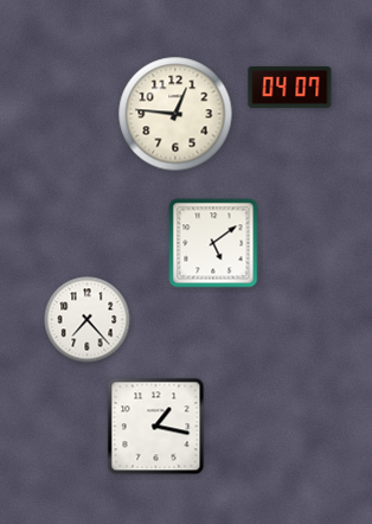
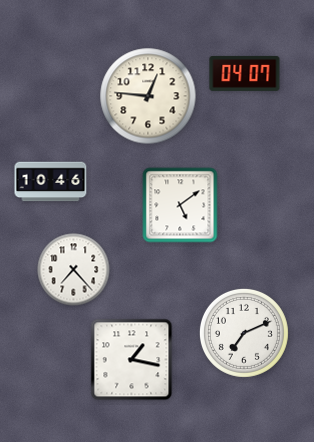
clock at (51, 182): none -> 10:46
clock at (244, 333): none -> 7:11
